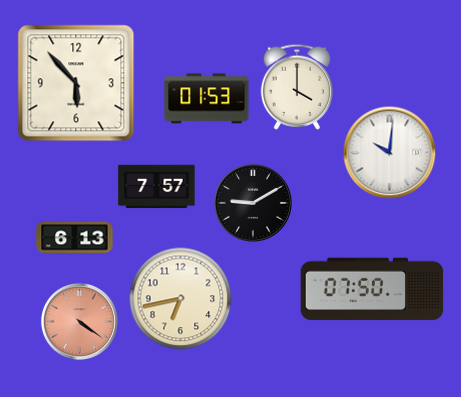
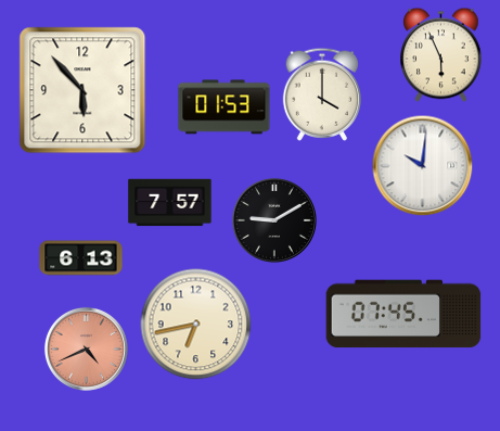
clock at (441, 54): none -> 5:56
clock at (372, 289): 07:50 -> 07:45
clock at (79, 321): 4:21 -> 4:41
